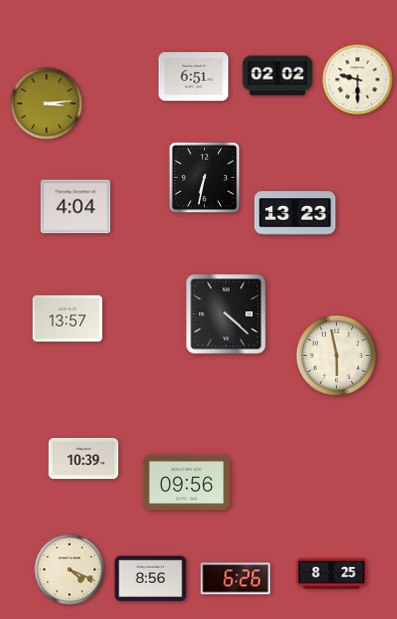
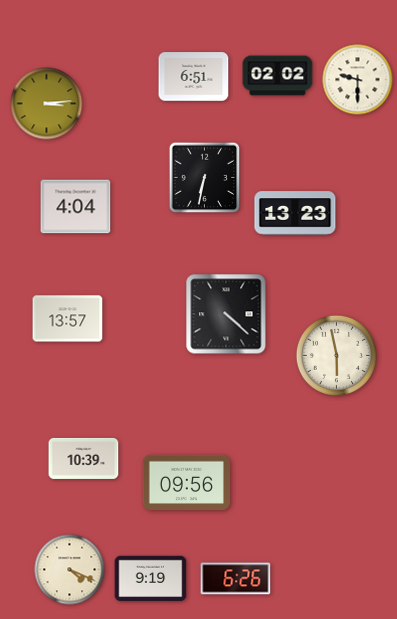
clock at (332, 574): 8:25 -> none
clock at (151, 579): 8:56 -> 9:19
